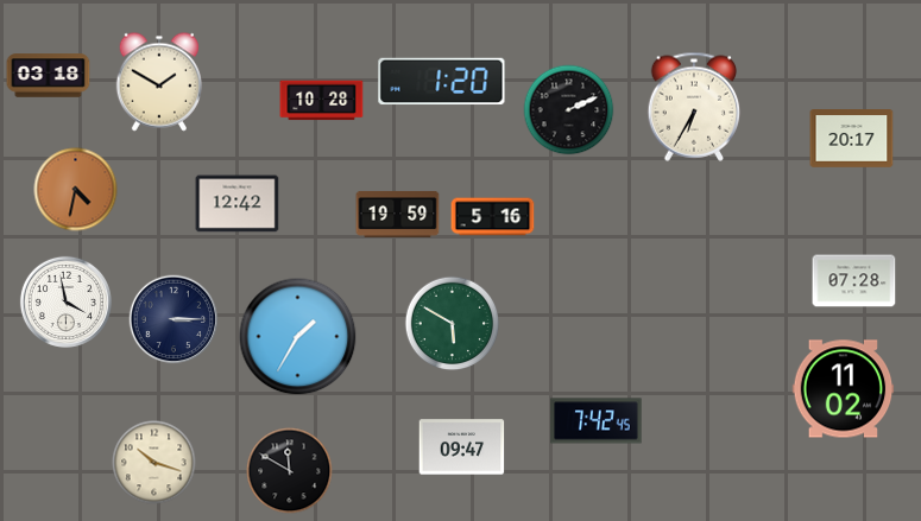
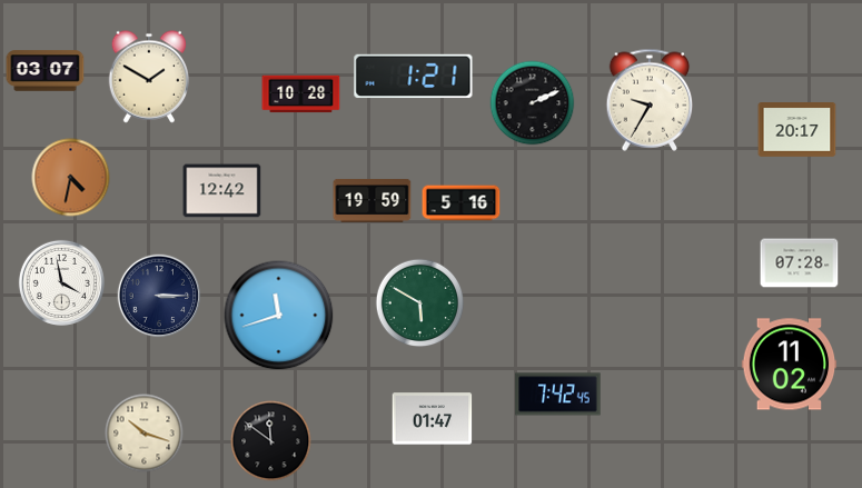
clock at (49, 76): 03:18 -> 03:07
clock at (442, 82): 1:20 -> 1:21
clock at (694, 107): 6:35 -> 9:35
clock at (174, 319) position: (174, 319) -> (159, 296)
clock at (453, 324) position: (453, 324) -> (420, 303)
clock at (298, 337): 1:35 -> 11:42
clock at (462, 447): 09:47 -> 01:47
clock at (290, 471): 11:50 -> 11:51
